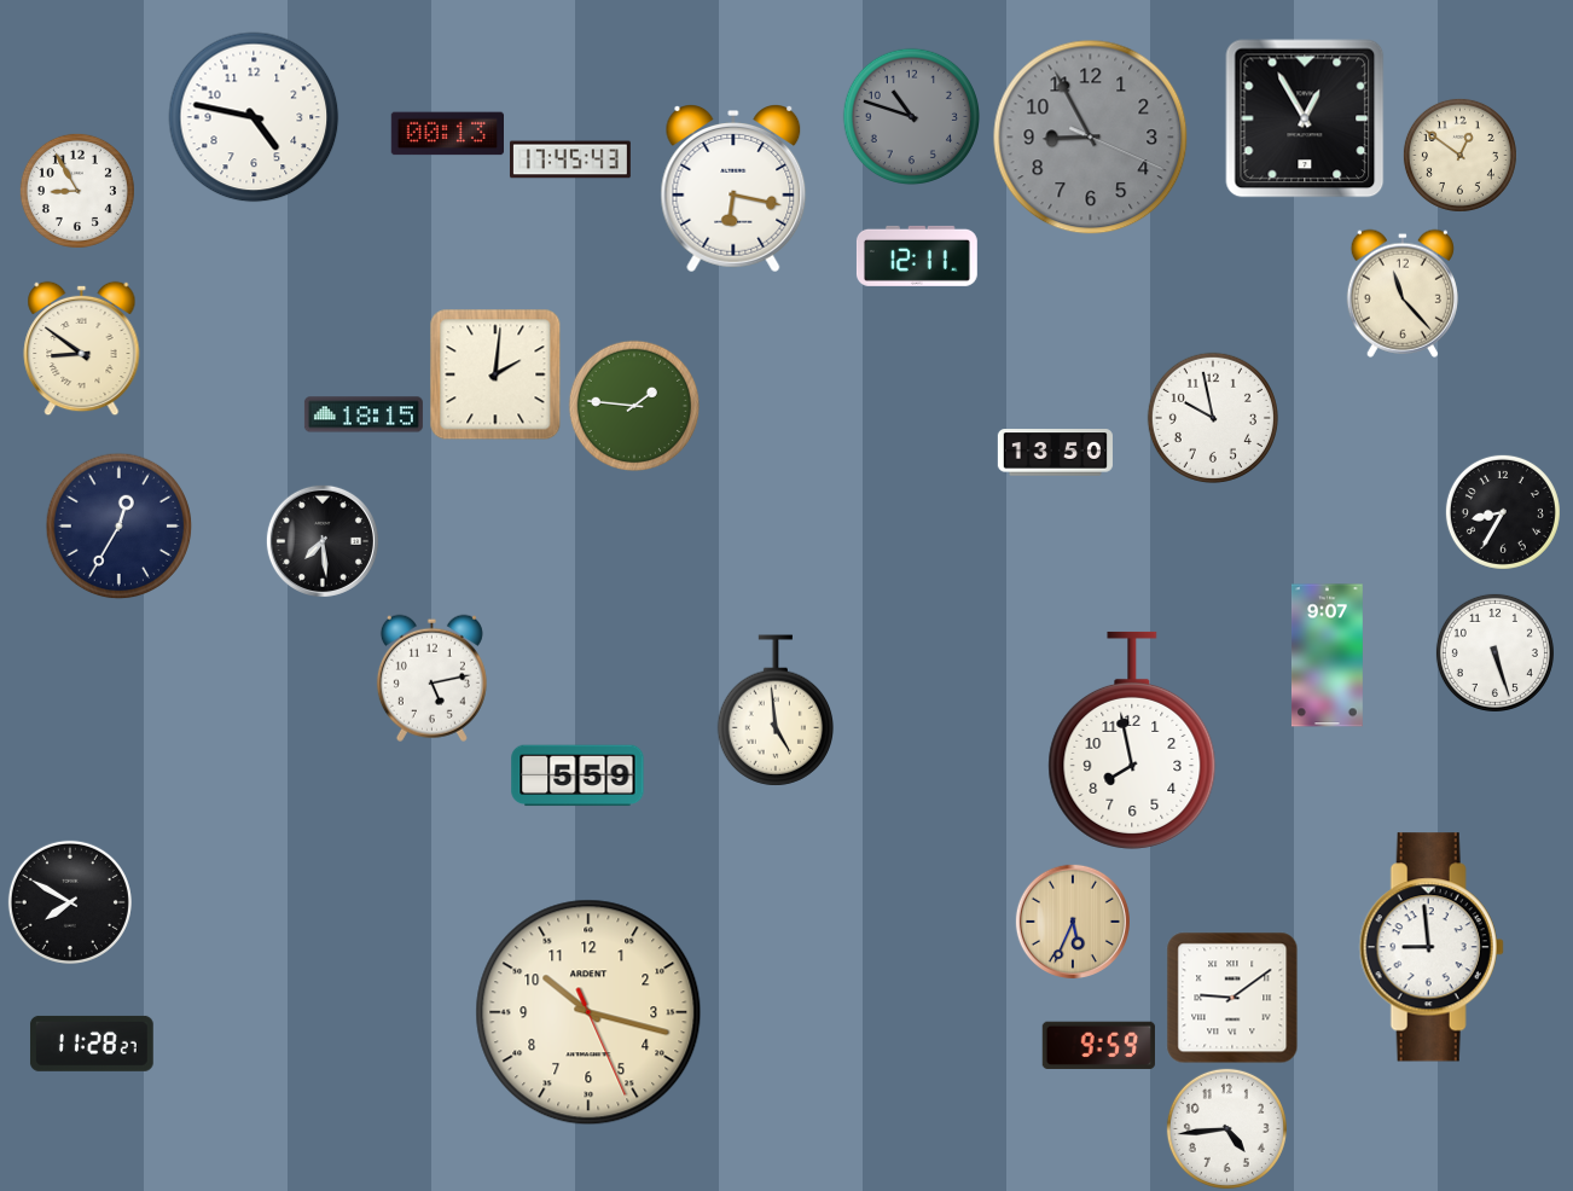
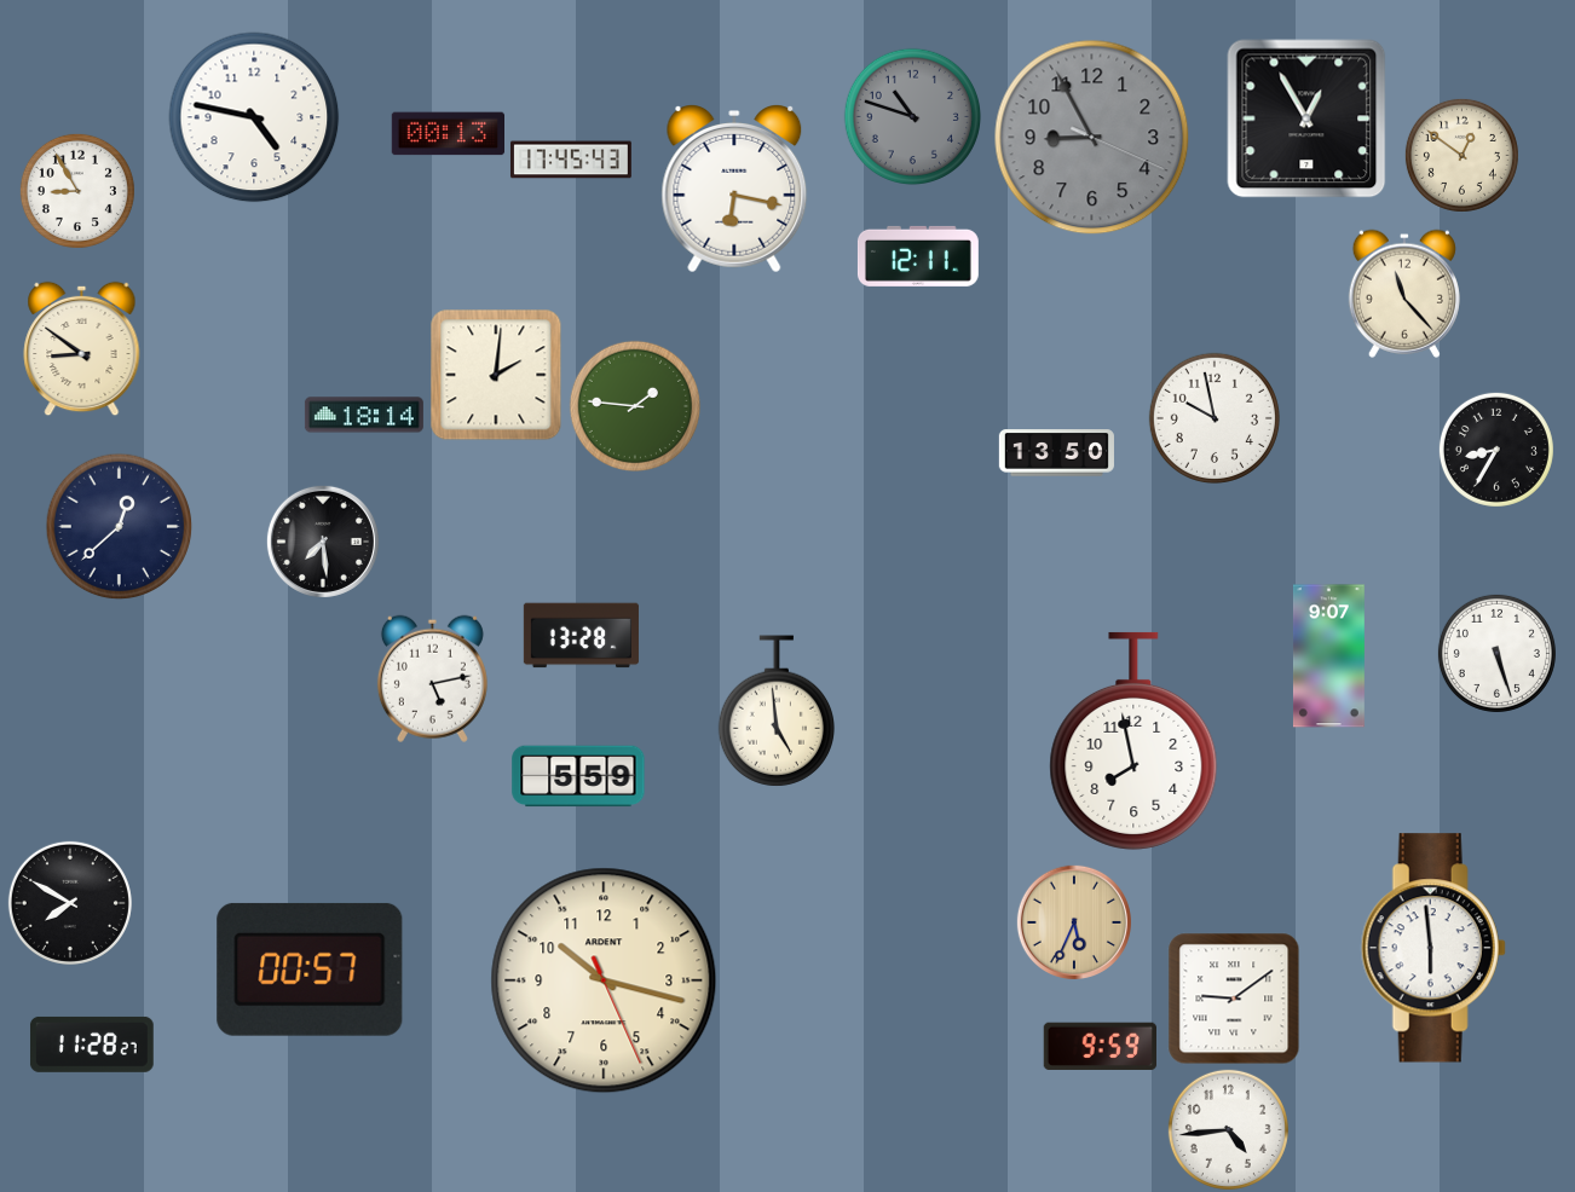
clock at (364, 414): 18:15 -> 18:14
clock at (1503, 512) position: (1503, 512) -> (1496, 450)
clock at (120, 527): 12:35 -> 12:38
clock at (581, 636): none -> 13:28
clock at (1432, 947): 8:59 -> 5:59
clock at (310, 970): none -> 00:57
clock at (588, 1012) position: (588, 1012) -> (604, 980)
